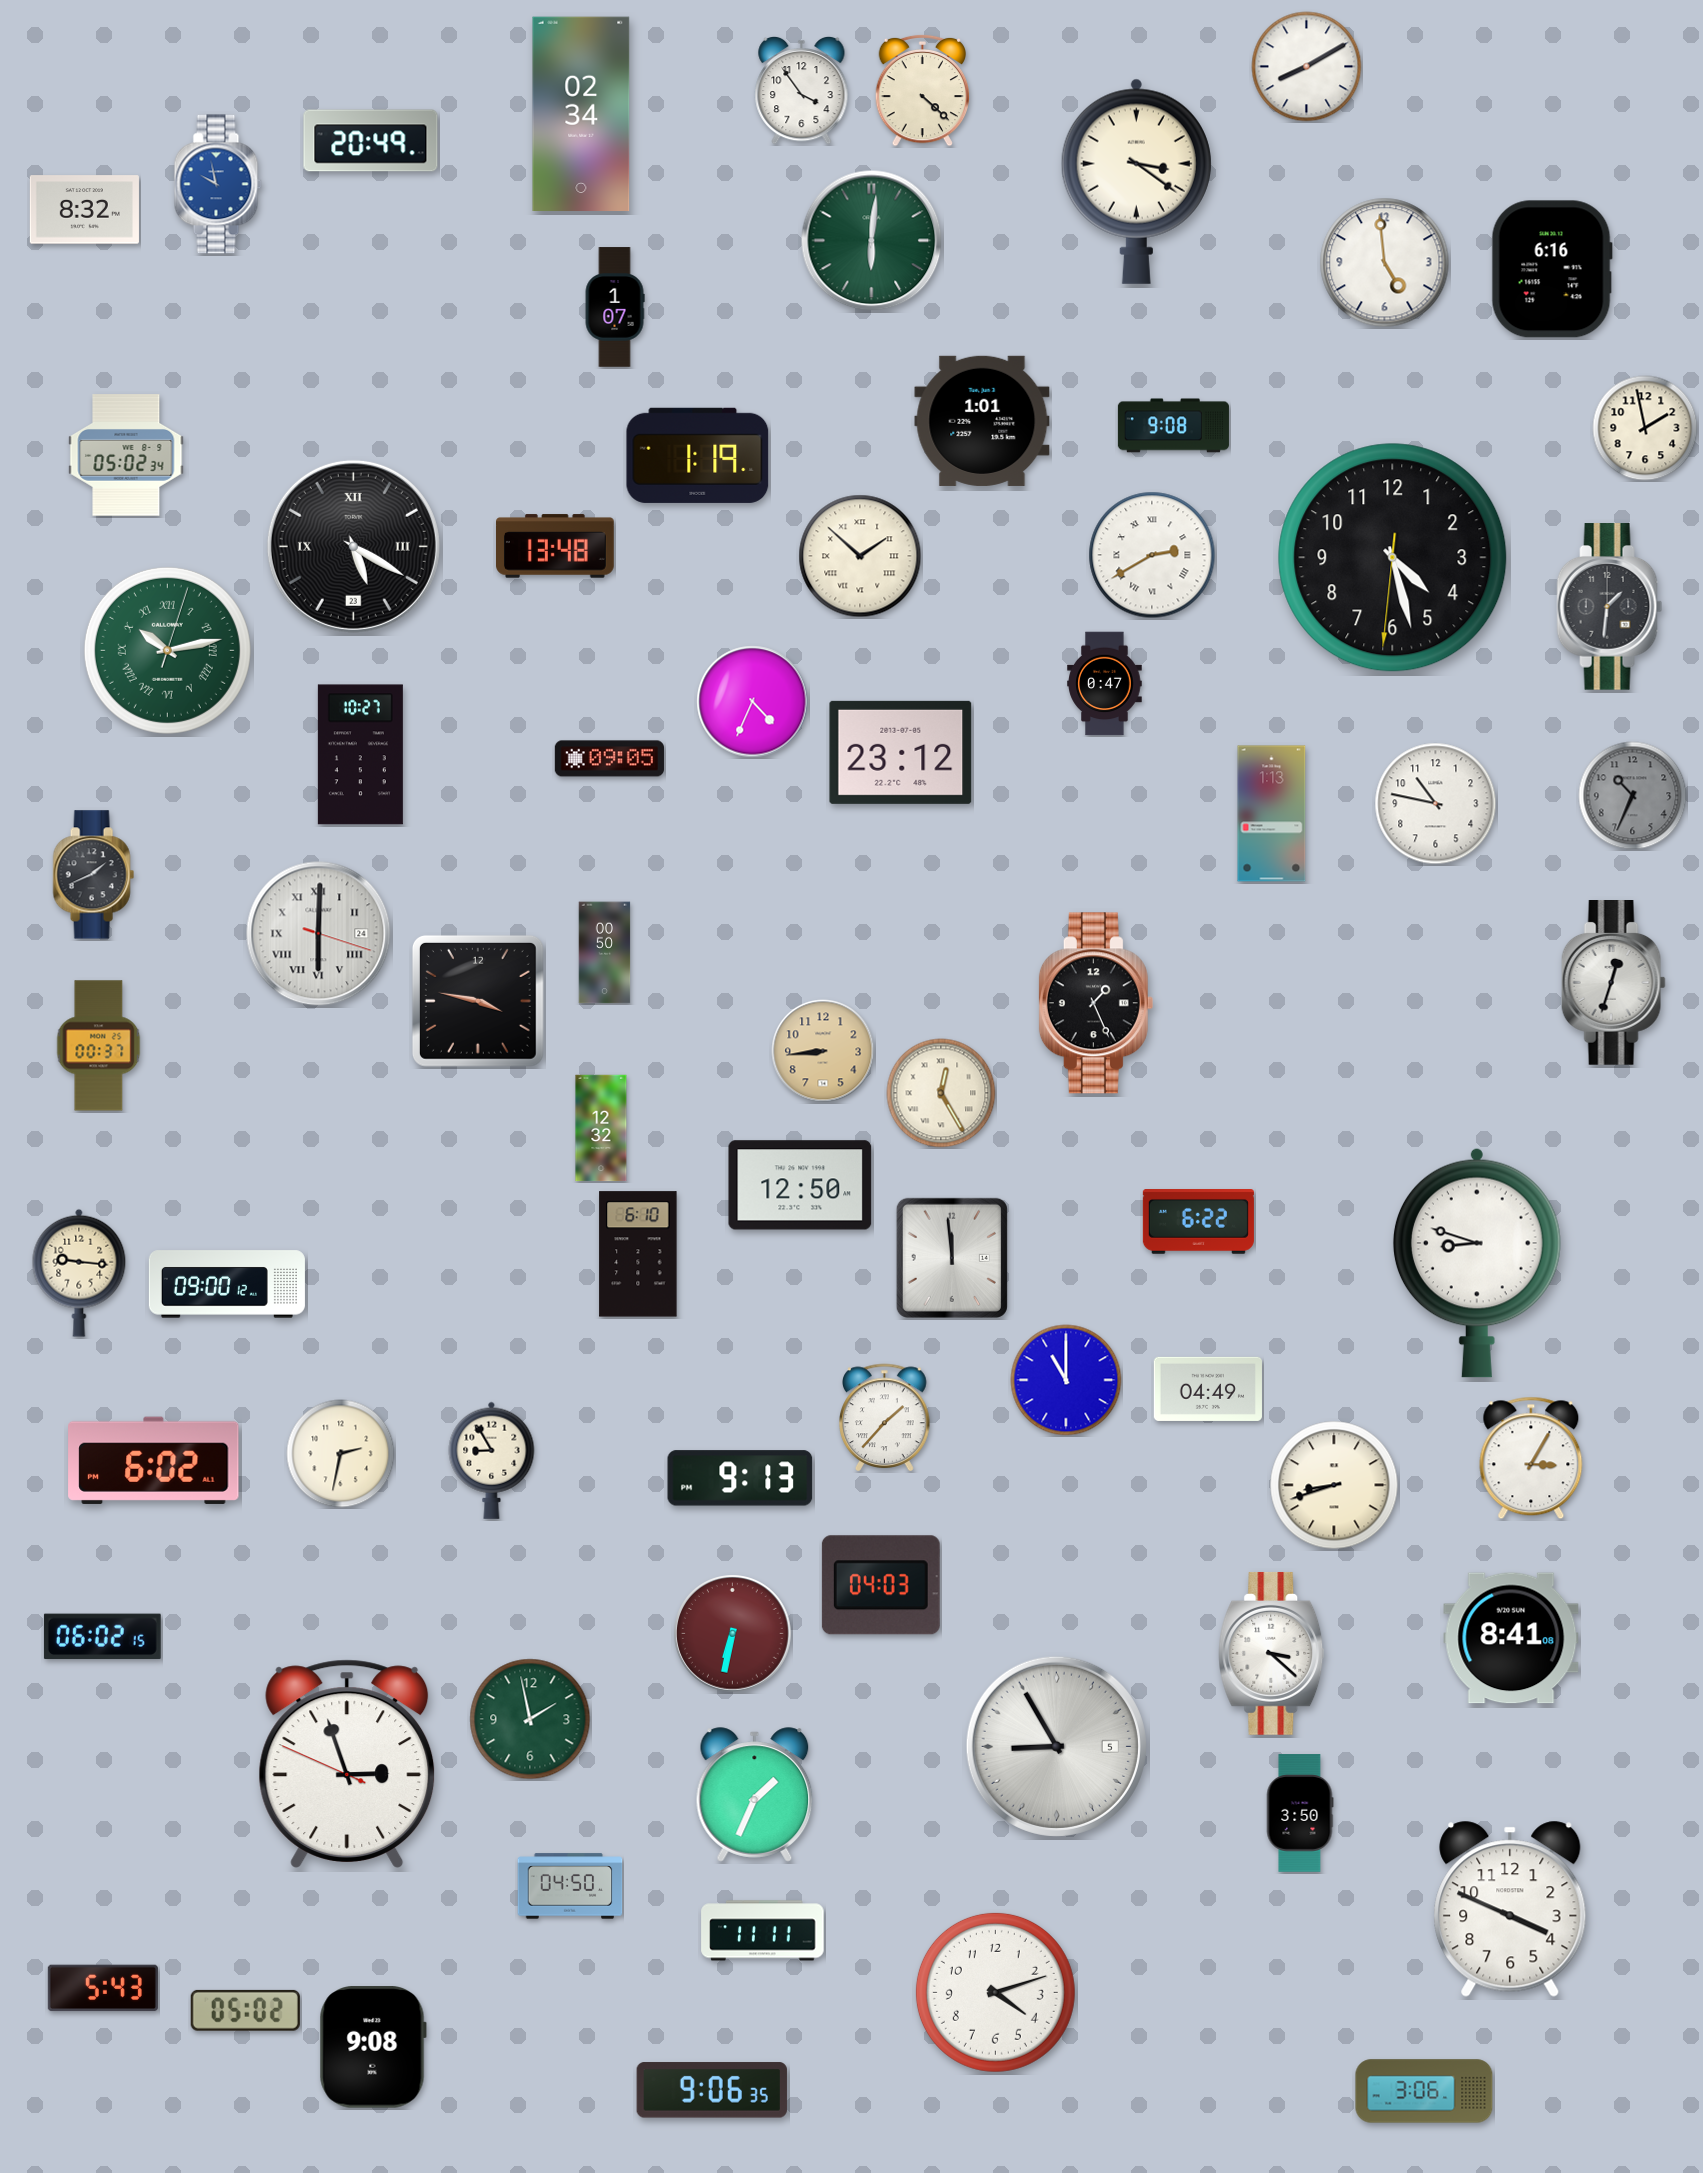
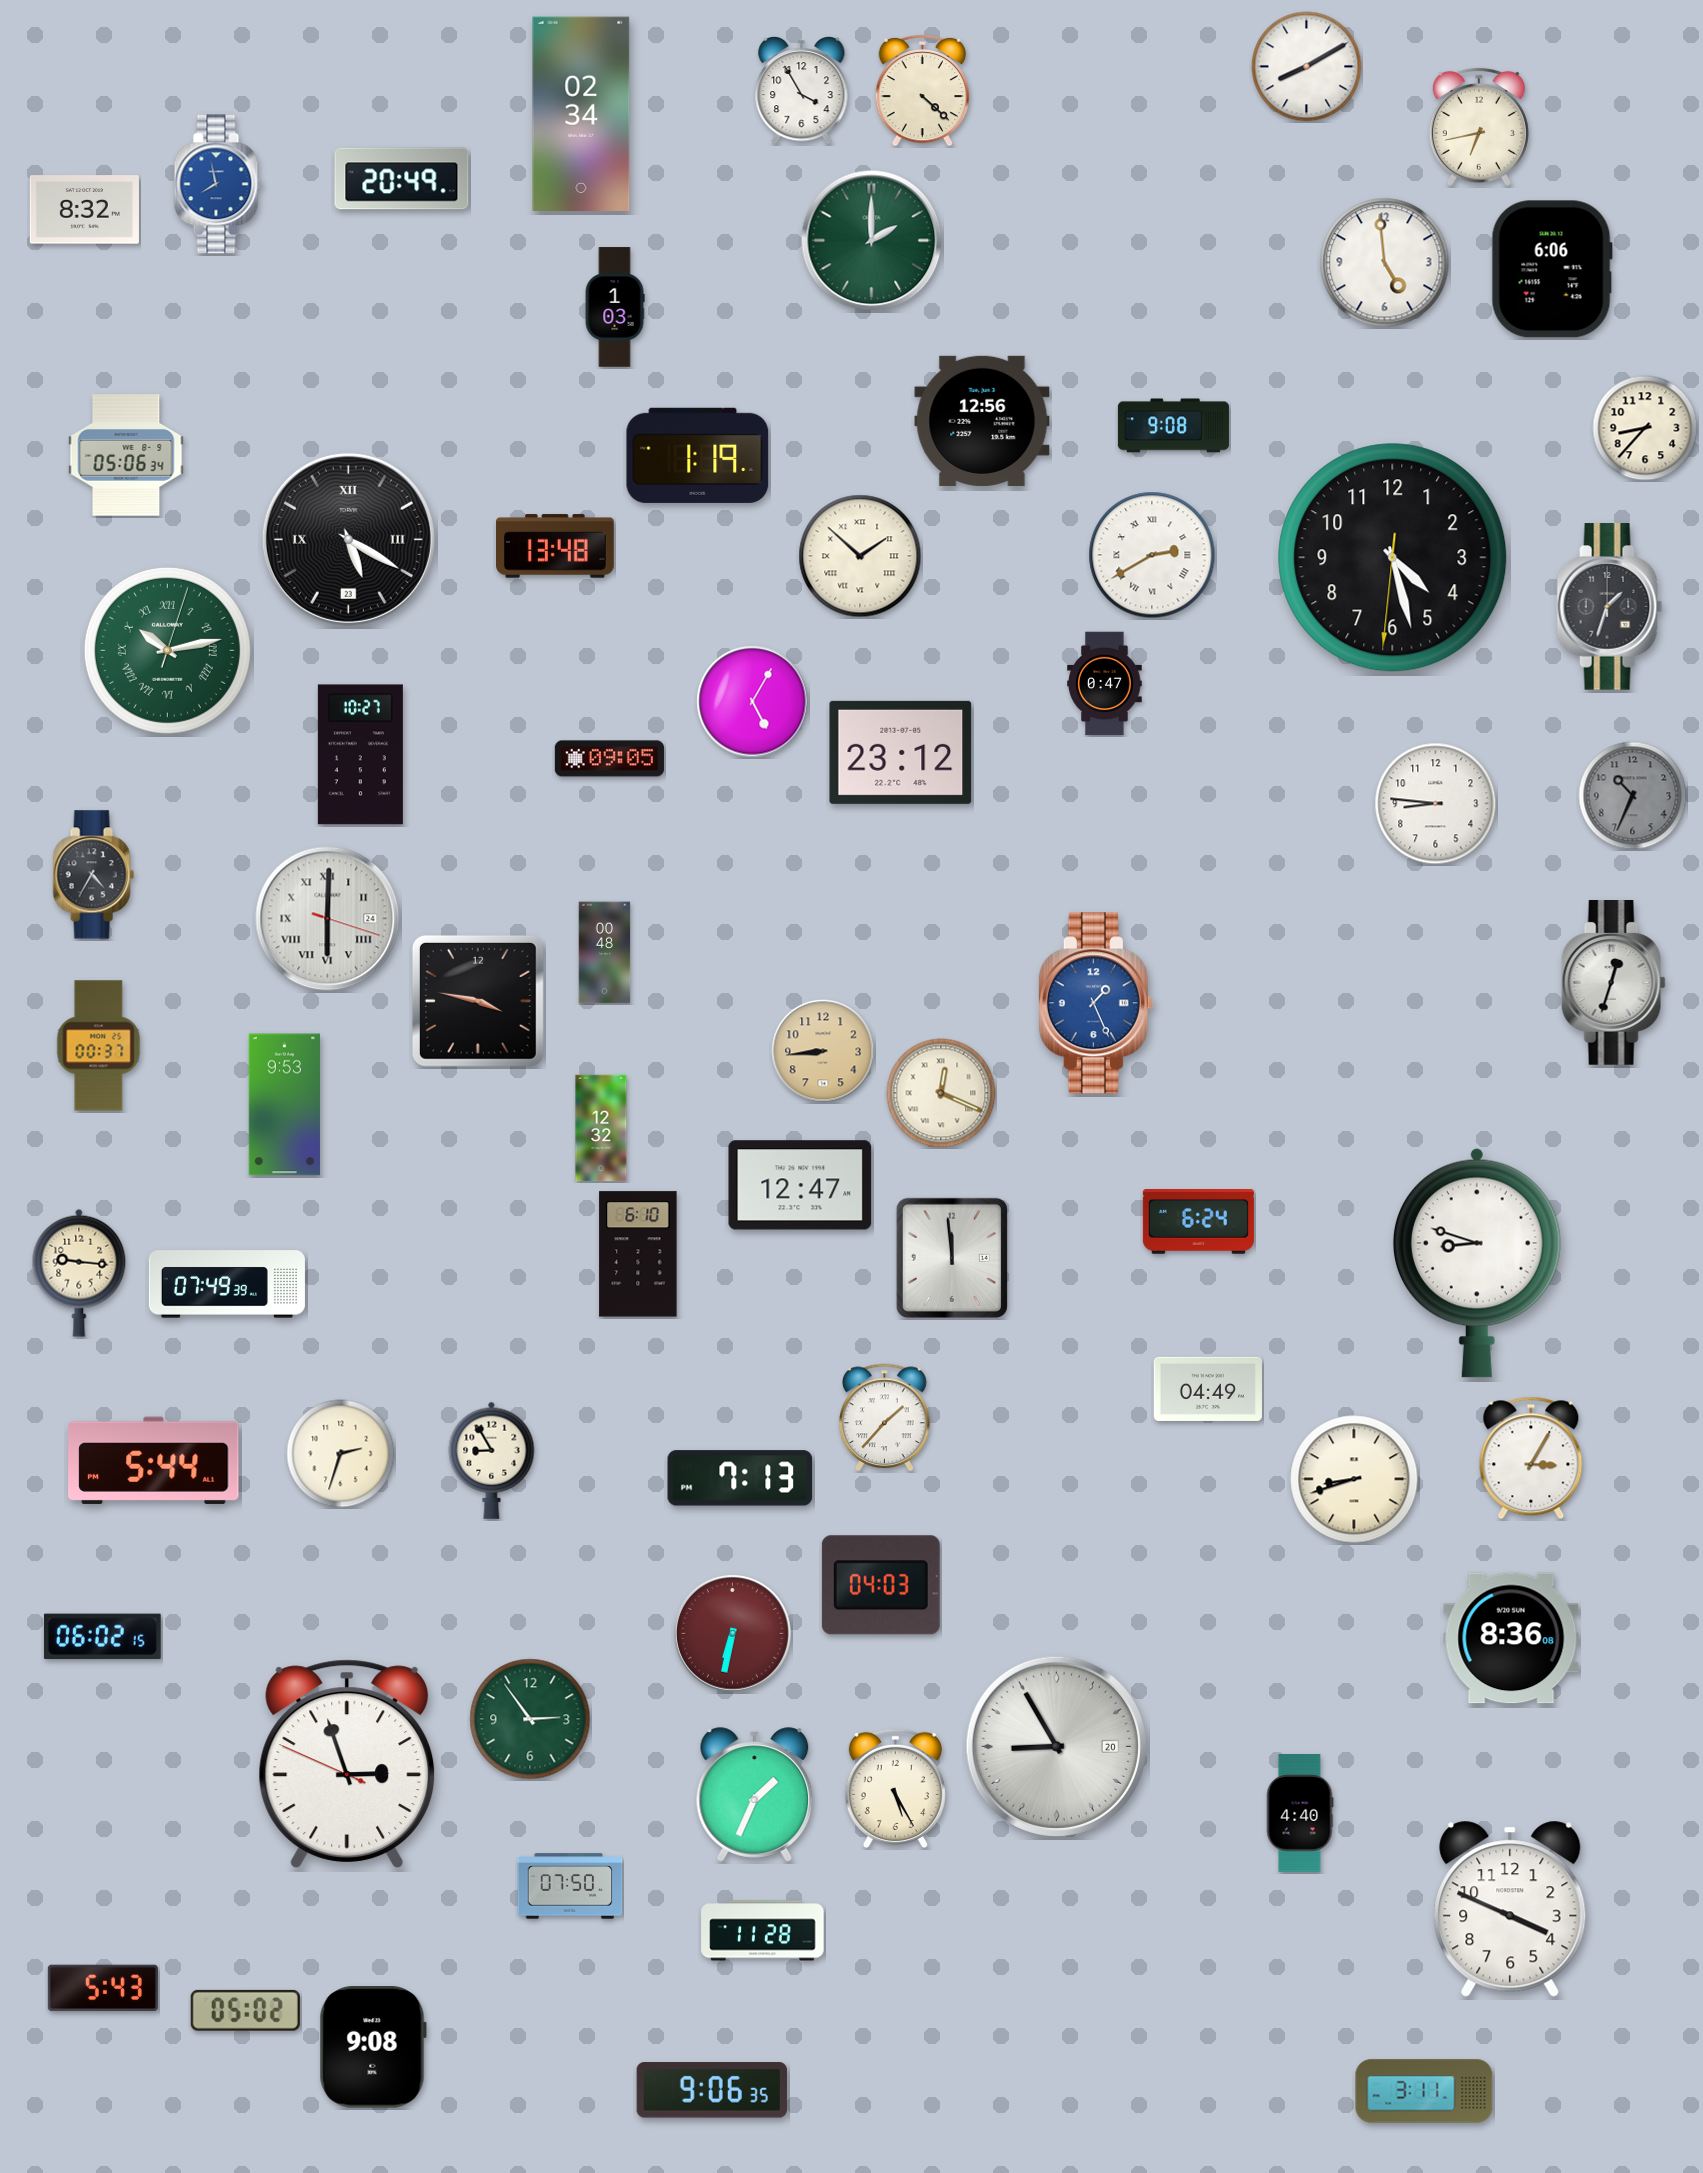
clock at (802, 90): 3:54 -> 3:55
clock at (1479, 127): none -> 6:43
clock at (371, 141) position: (371, 141) -> (402, 179)
clock at (1136, 181): 3:21 -> none
clock at (218, 184): 9:58 -> 7:58
clock at (872, 241): 6:01 -> 2:00
clock at (1552, 269): 6:16 -> 6:06
clock at (615, 307): 1:07 -> 1:03
clock at (982, 421): 1:01 -> 12:56
clock at (1645, 428): 1:58 -> 8:37
clock at (126, 455): 05:02 -> 05:06
clock at (353, 546) position: (353, 546) -> (348, 539)
clock at (1610, 607): 1:31 -> 1:33
clock at (753, 702): 4:34 -> 5:05
clock at (1436, 804): 10:47 -> 8:46
clock at (1272, 814): 1:13 -> none
clock at (93, 875): 1:41 -> 4:35
clock at (319, 934) position: (319, 934) -> (328, 919)
clock at (605, 953): 00:50 -> 00:48
clock at (1096, 1003) dial: black -> blue
clock at (941, 1093): 12:25 -> 12:19
clock at (284, 1105): none -> 9:53
clock at (800, 1185): 12:50 -> 12:47
clock at (1198, 1222): 6:22 -> 6:24
clock at (227, 1284): 09:00 -> 07:49
clock at (1066, 1380): 11:00 -> none
clock at (341, 1454): 2:32 -> 2:33
clock at (154, 1460): 6:02 -> 5:44
clock at (740, 1478): 9:13 -> 7:13
clock at (1334, 1485) position: (1334, 1485) -> (1354, 1479)
clock at (1511, 1638): 8:41 -> 8:36
clock at (1272, 1653): 3:22 -> none
clock at (530, 1719): 1:58 -> 2:54
clock at (1056, 1746) date: 5 -> 20
clock at (895, 1788): none -> 5:25
clock at (1300, 1813): 3:50 -> 4:40
clock at (570, 1886): 04:50 -> 07:50
clock at (763, 1931): 11:11 -> 11:28
clock at (995, 1992): 4:12 -> none
clock at (1424, 2091): 3:06 -> 3:11
